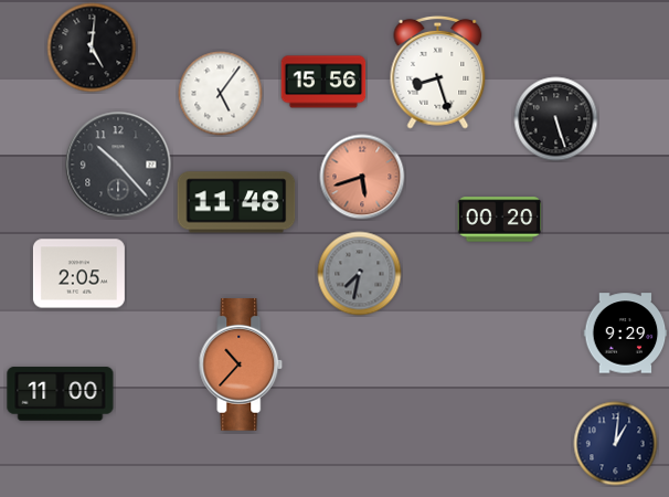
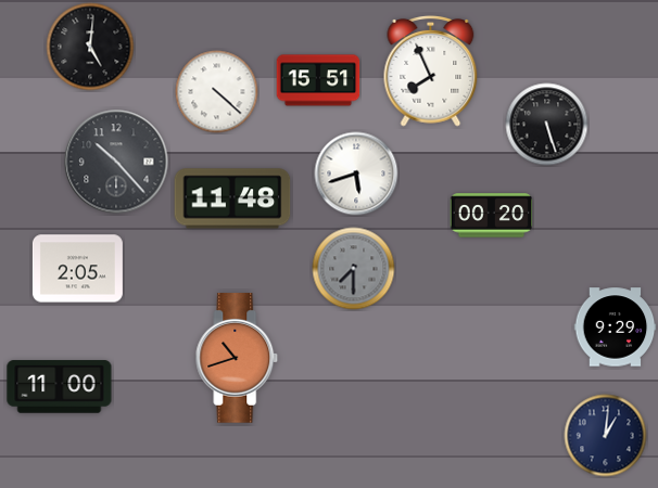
clock at (438, 72): 8:27 -> 7:56
clock at (323, 82): 15:56 -> 15:51
clock at (221, 94): 5:06 -> 4:22
clock at (556, 119) position: (556, 119) -> (547, 125)
clock at (362, 177) dial: salmon -> white
clock at (360, 274): 7:32 -> 7:30
clock at (241, 364): 10:37 -> 10:42
